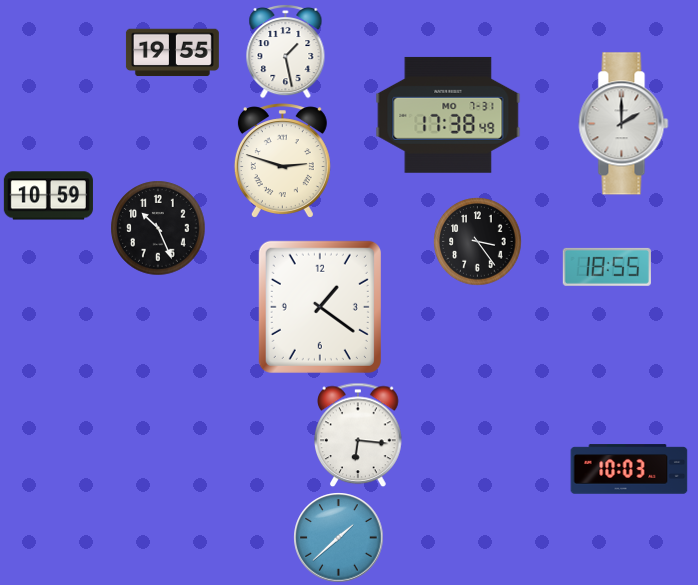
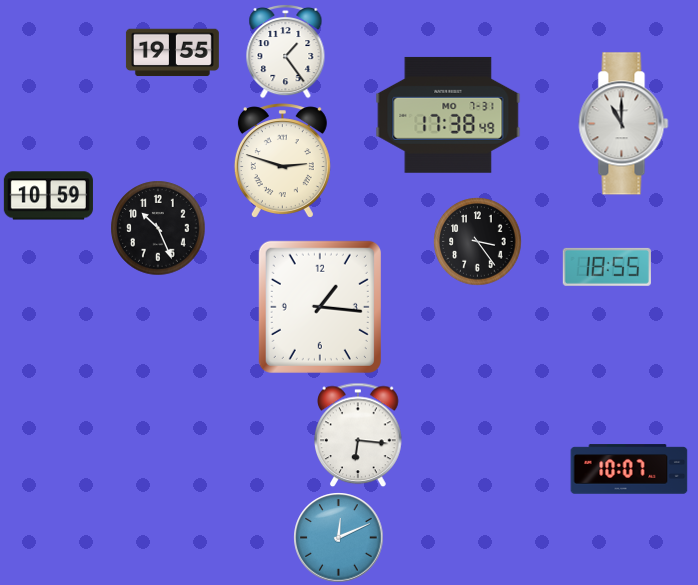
clock at (286, 51): 1:28 -> 1:24
clock at (624, 124): 2:00 -> 11:00
clock at (320, 307): 1:21 -> 1:16
clock at (629, 469): 10:03 -> 10:07
clock at (339, 538): 1:38 -> 12:11
